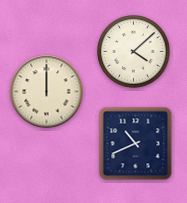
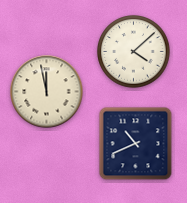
clock at (47, 92): 12:00 -> 11:58
